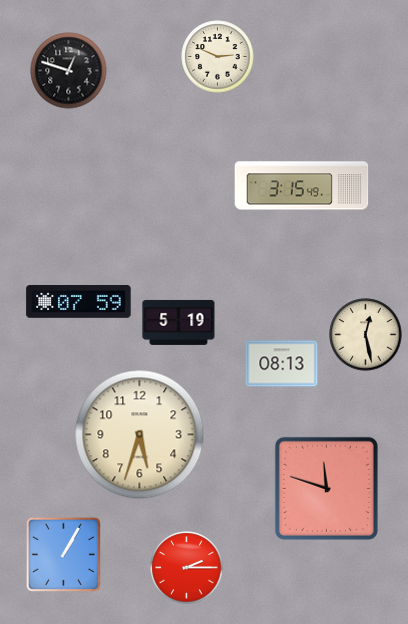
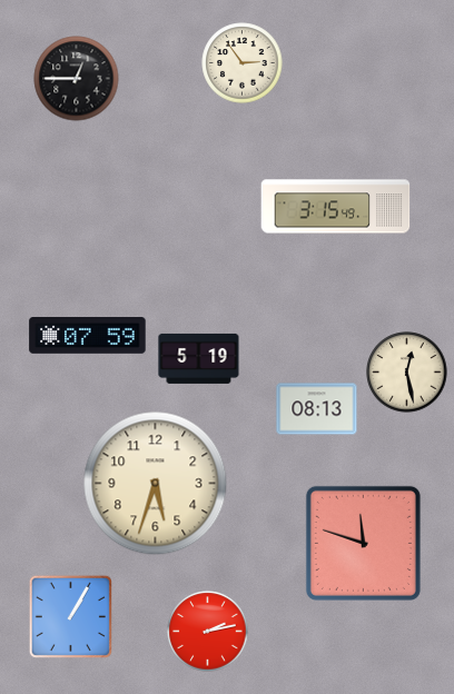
clock at (218, 57): 2:49 -> 2:54
clock at (69, 71): 12:48 -> 12:45
clock at (282, 364) position: (282, 364) -> (317, 409)
clock at (187, 568): 2:15 -> 2:13
